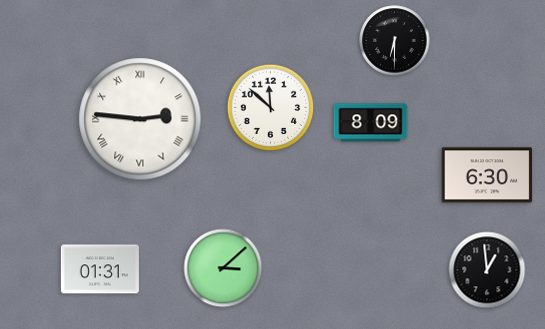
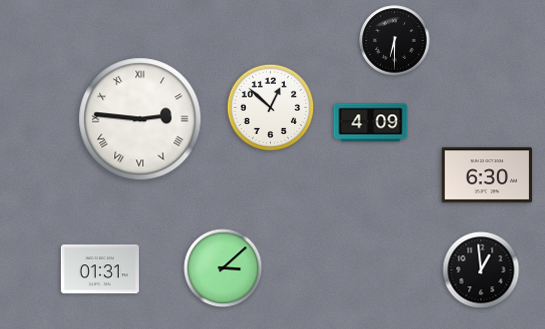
clock at (271, 108): 11:52 -> 12:52
clock at (371, 123): 8:09 -> 4:09
clock at (487, 270) position: (487, 270) -> (481, 270)
